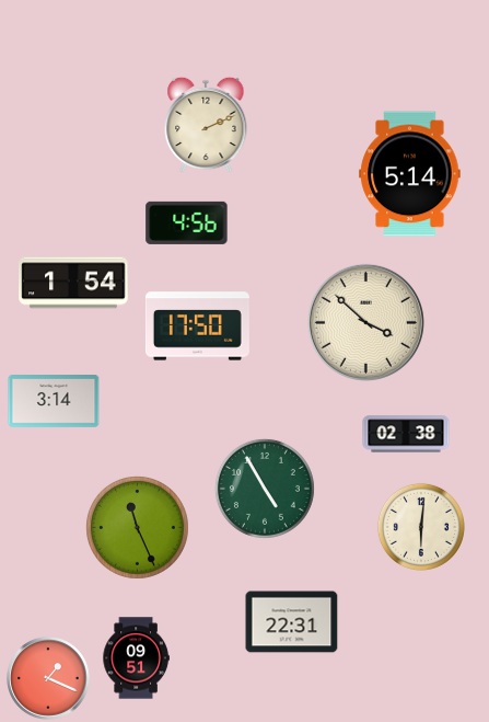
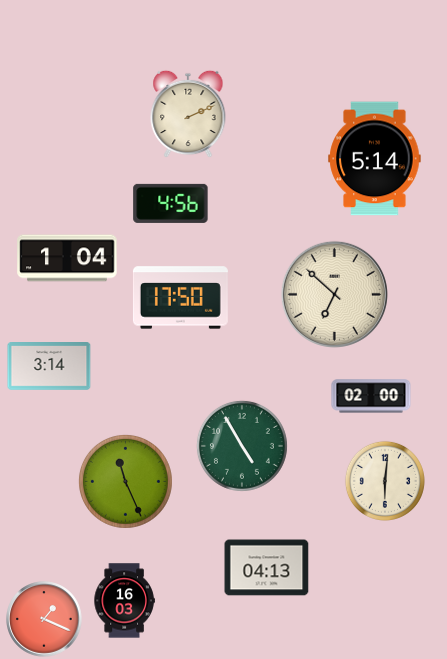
clock at (73, 283): 1:54 -> 1:04
clock at (365, 322): 3:52 -> 6:52
clock at (406, 434): 02:38 -> 02:00
clock at (292, 622): 22:31 -> 04:13
clock at (136, 658): 09:51 -> 16:03
